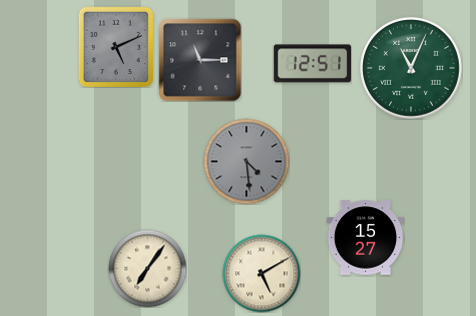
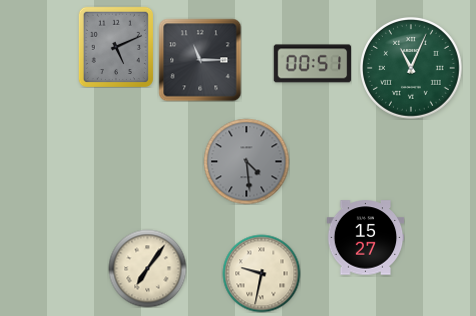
clock at (312, 64): 12:51 -> 00:51
clock at (261, 273): 5:10 -> 9:32
